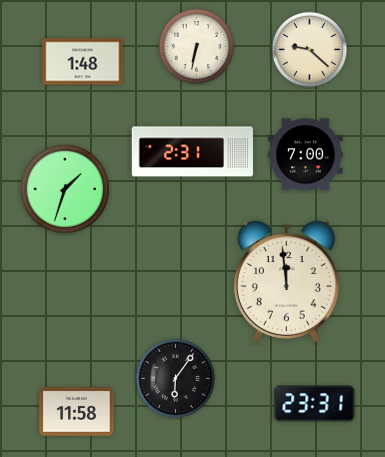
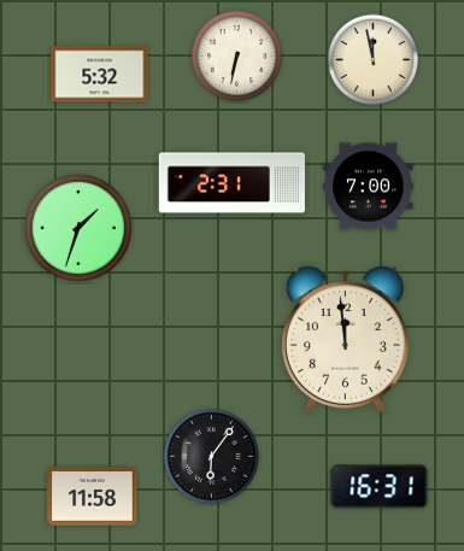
clock at (310, 50): 9:22 -> 11:58
clock at (83, 62): 1:48 -> 5:32
clock at (315, 404): 23:31 -> 16:31
